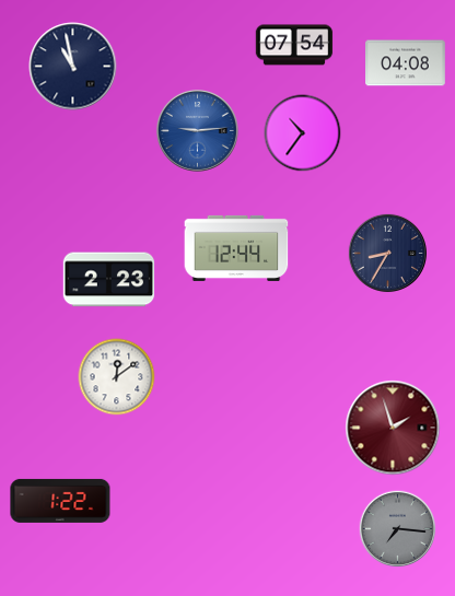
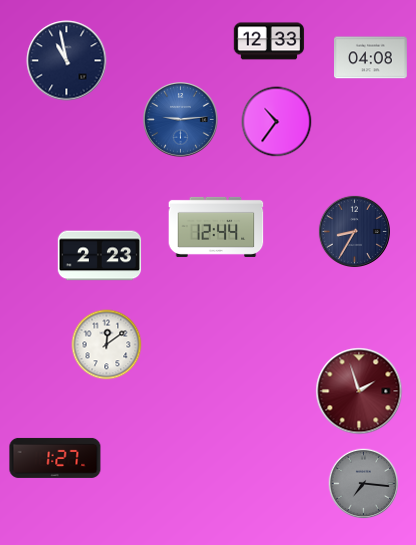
clock at (294, 45): 07:54 -> 12:33
clock at (60, 501): 1:22 -> 1:27
